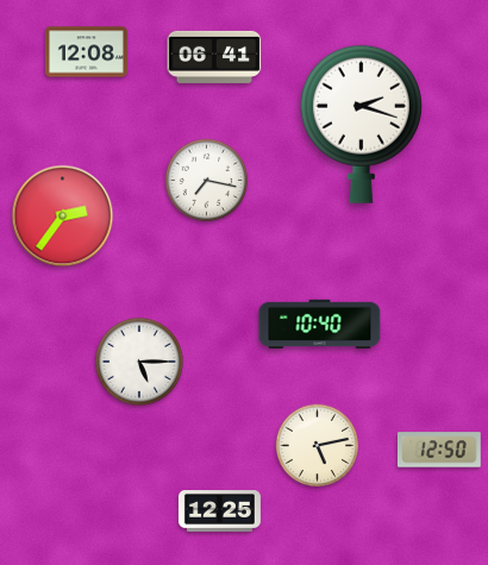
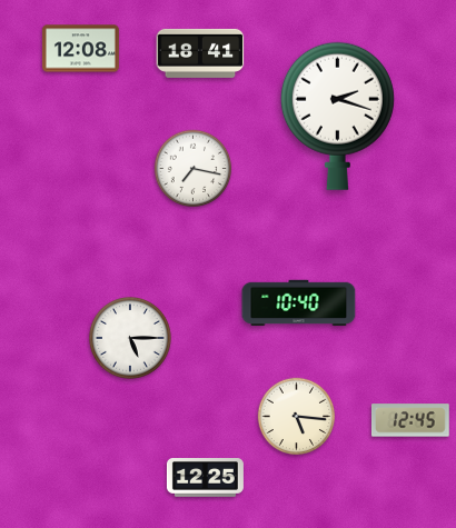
clock at (214, 57): 06:41 -> 18:41
clock at (63, 216): 2:36 -> none
clock at (318, 446): 5:13 -> 5:16
clock at (439, 450): 12:50 -> 12:45
